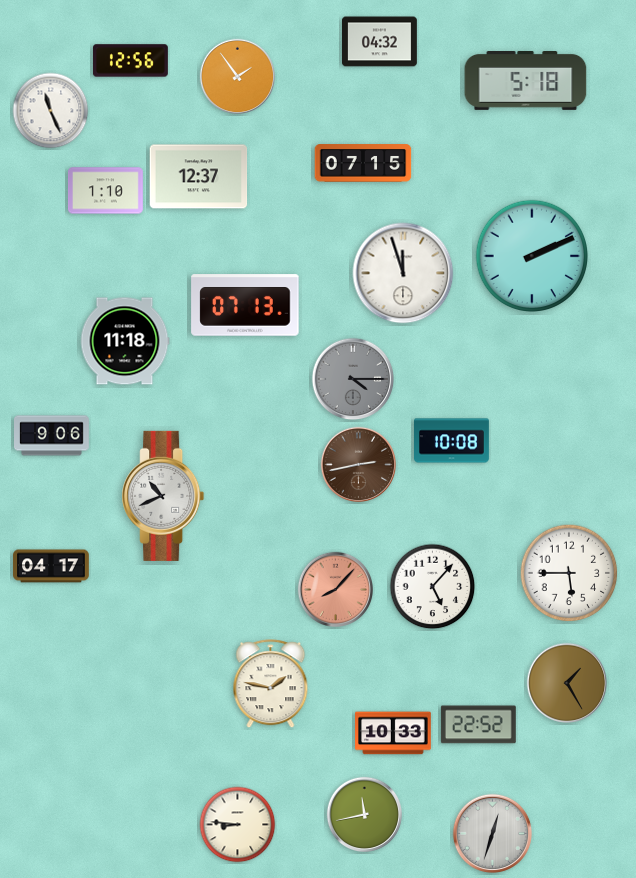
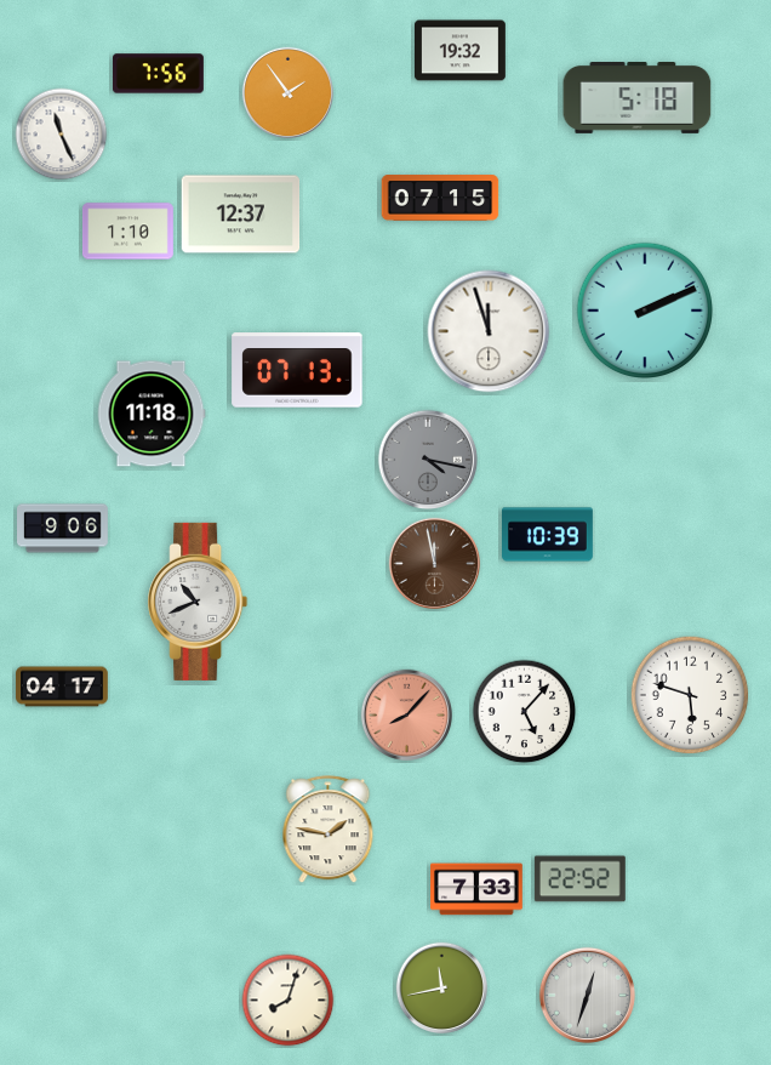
clock at (380, 42): 04:32 -> 19:32
clock at (131, 61): 12:56 -> 7:56
clock at (353, 379): 4:15 -> 4:17
clock at (452, 441): 10:08 -> 10:39
clock at (359, 465): 2:43 -> 11:58
clock at (569, 573): 5:45 -> 5:48
clock at (567, 683): 1:25 -> none
clock at (393, 733): 10:33 -> 7:33
clock at (238, 825): 8:46 -> 8:03
clock at (493, 834) position: (493, 834) -> (588, 996)
